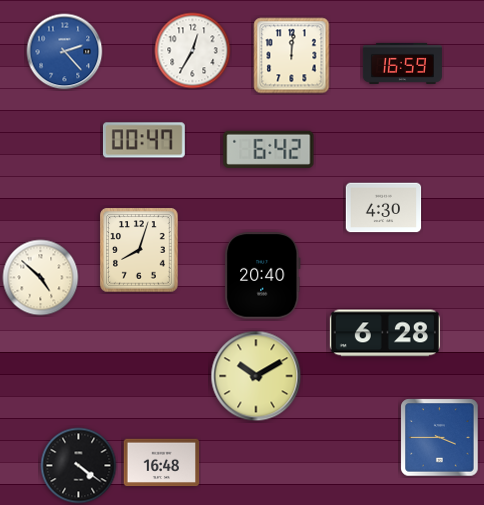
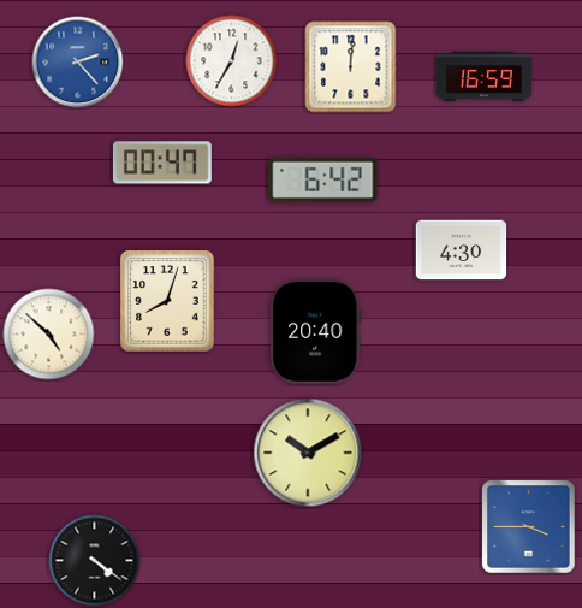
clock at (144, 140) position: (144, 140) -> (162, 163)
clock at (385, 333): 6:28 -> none
clock at (162, 463): 16:48 -> none
